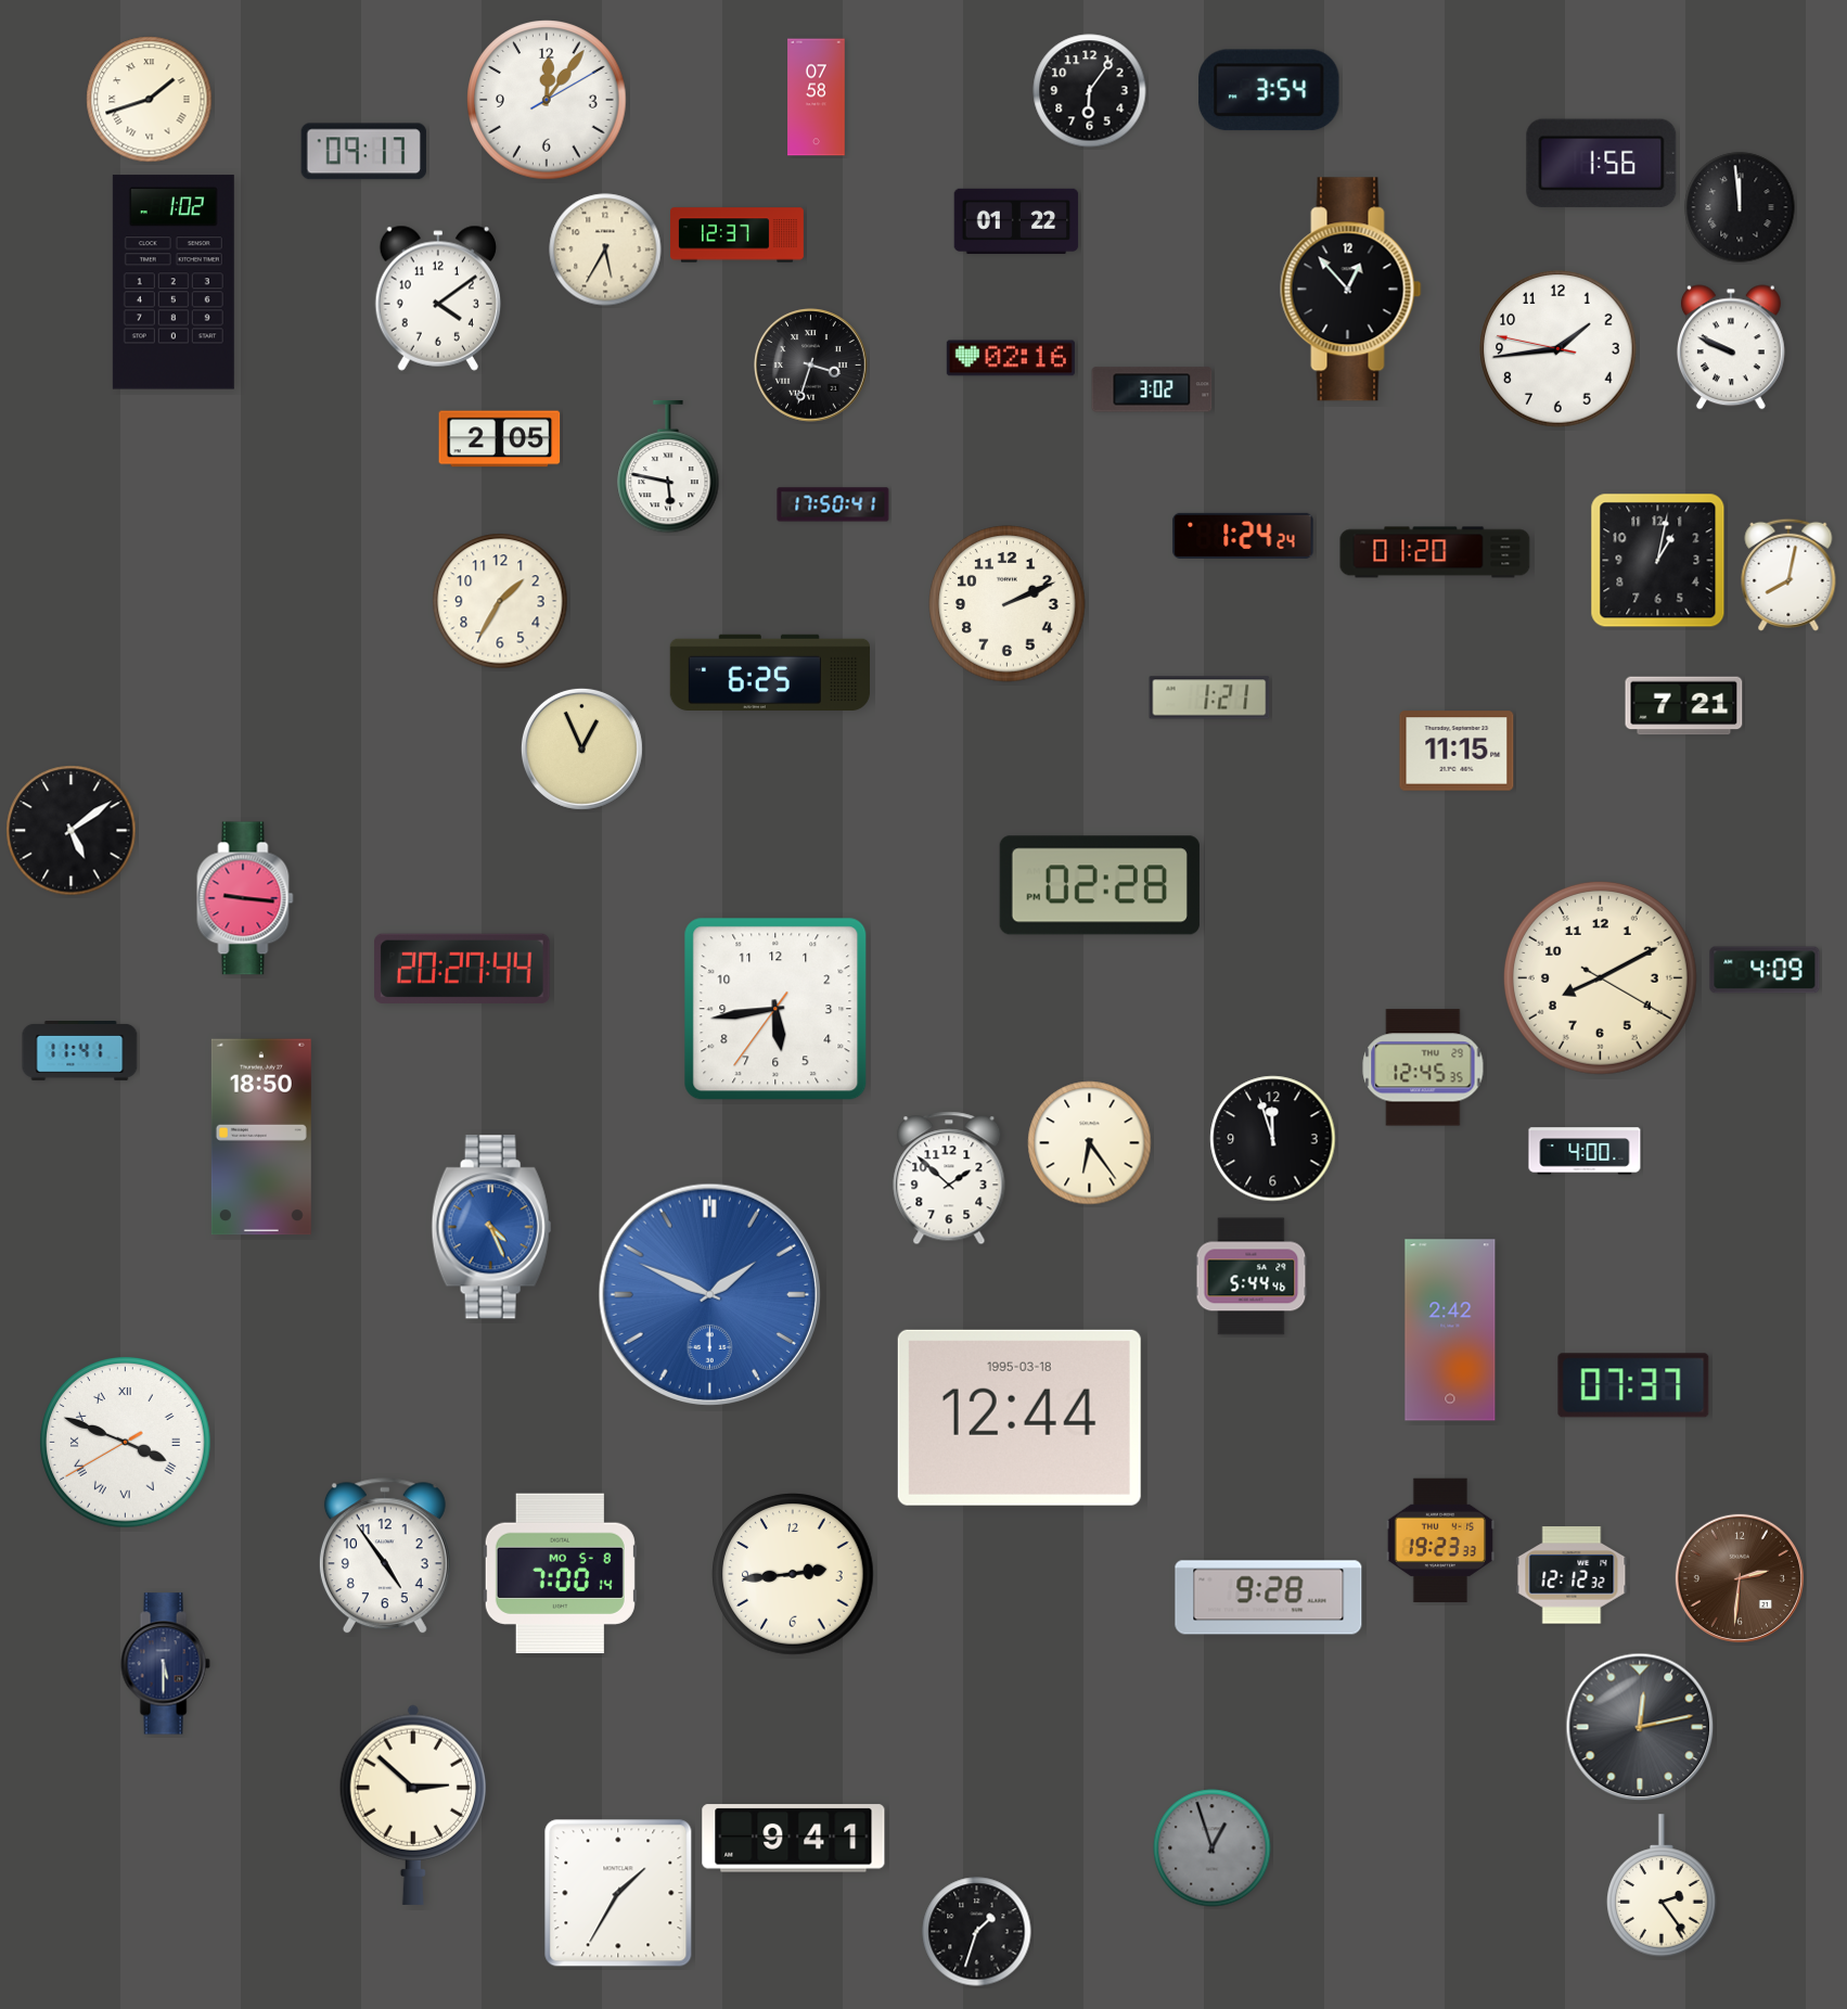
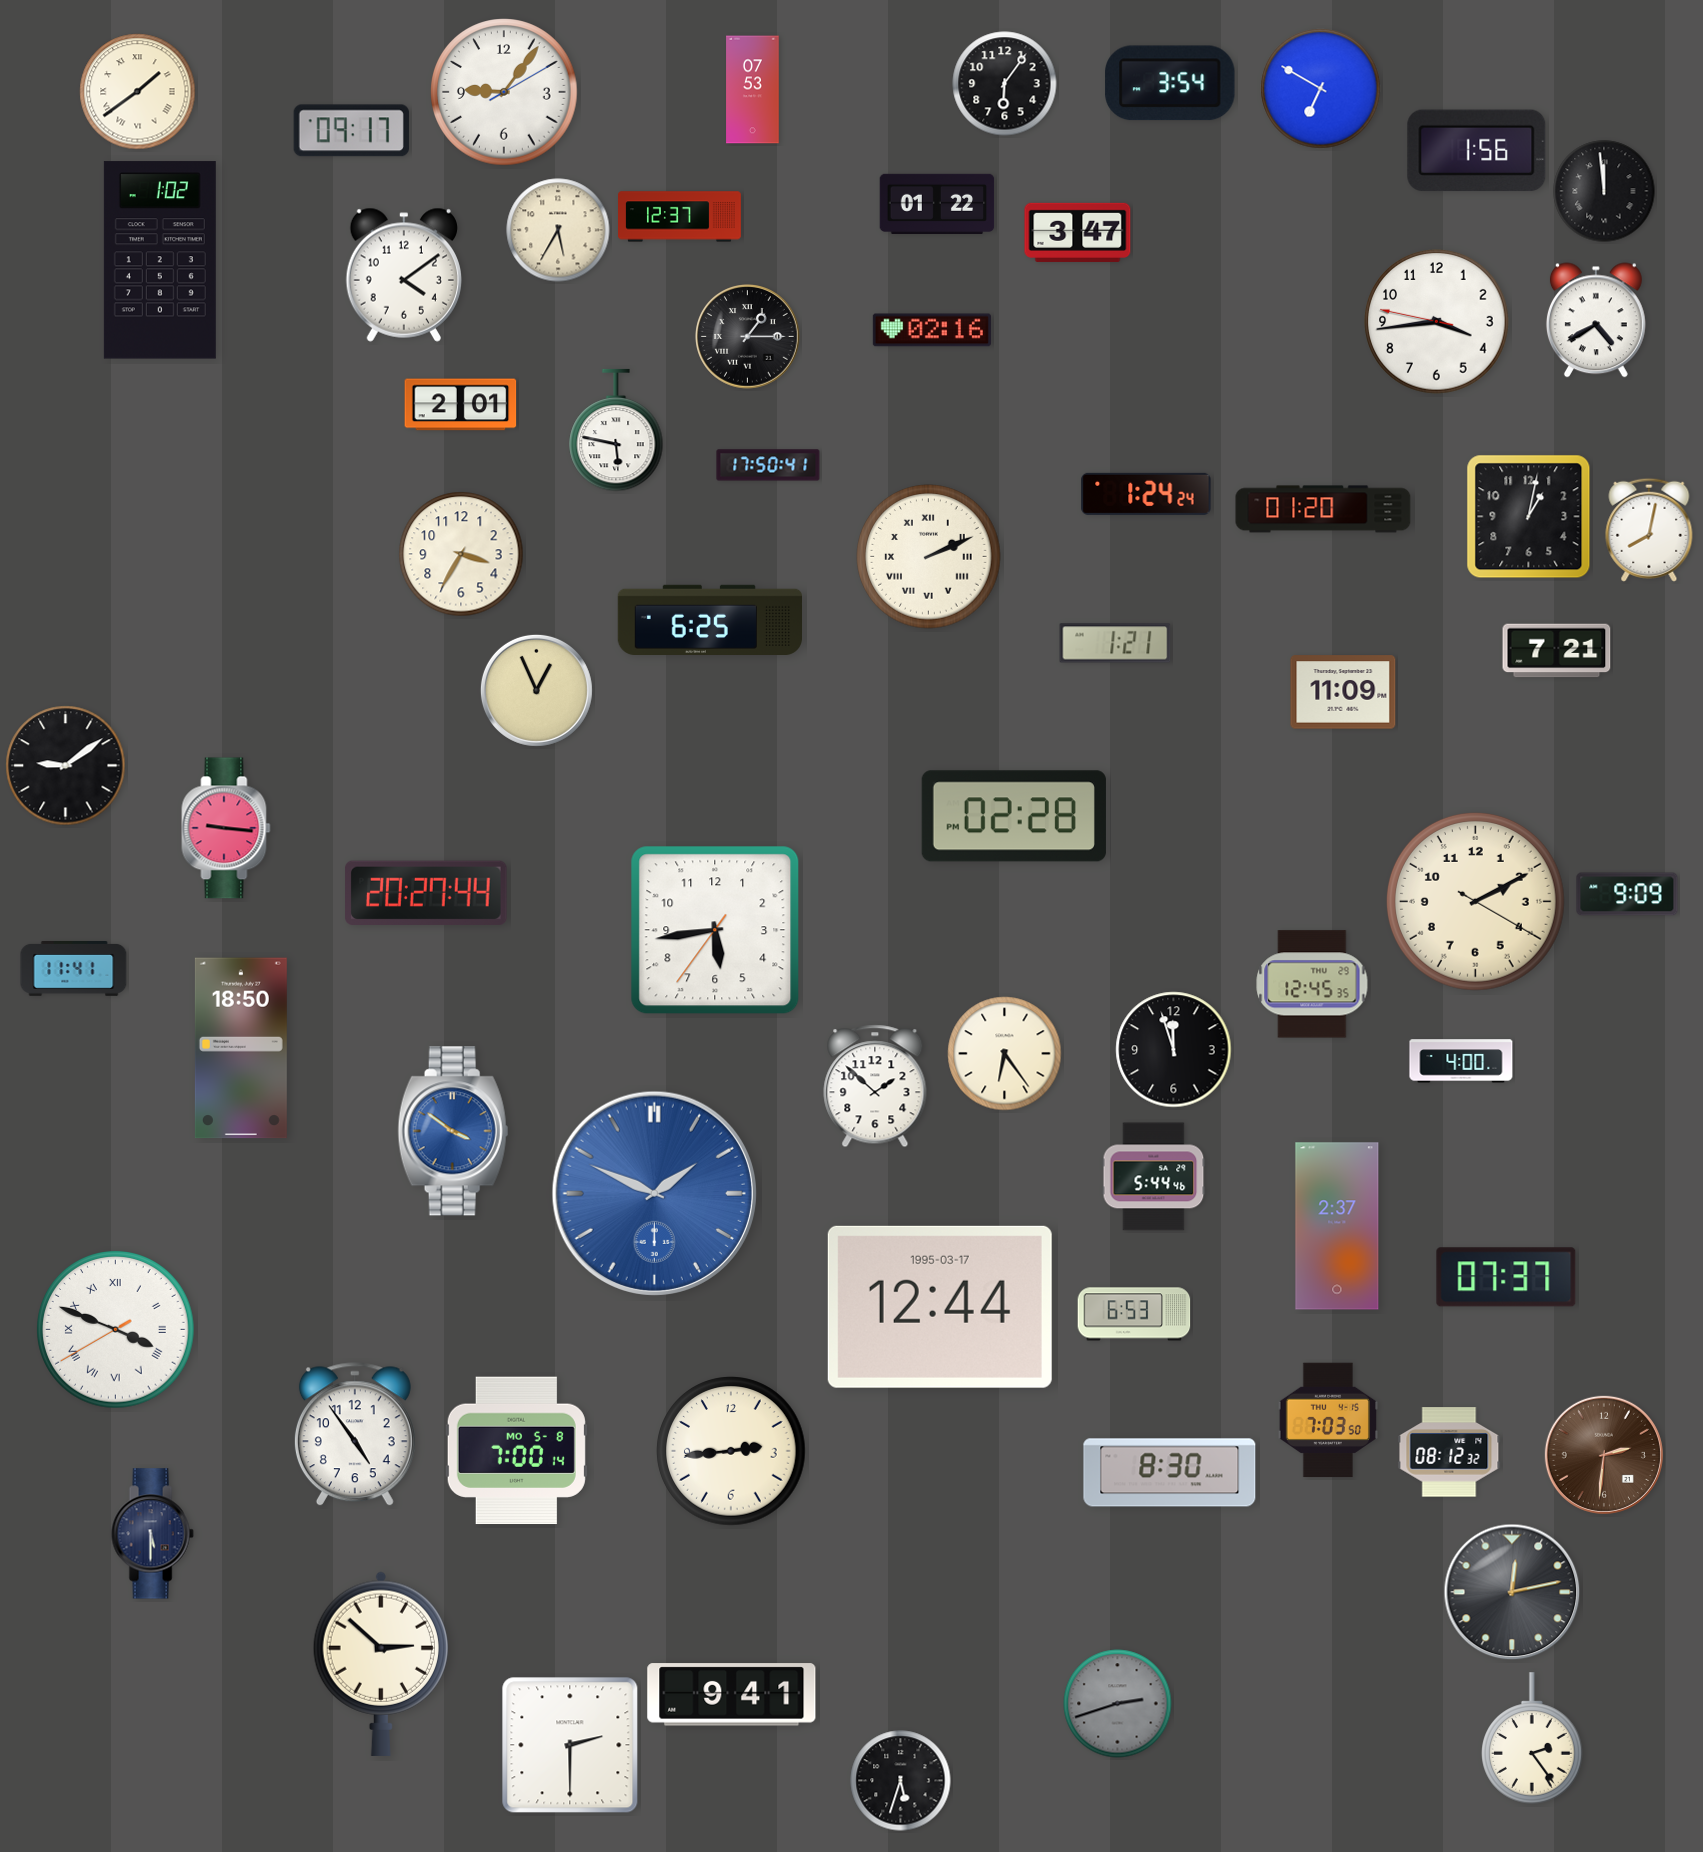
clock at (1321, 89): none -> 6:50
clock at (817, 98): 07:58 -> 07:53
clock at (150, 100): 1:42 -> 1:39
clock at (547, 100): 12:06 -> 9:06
clock at (363, 152) position: (363, 152) -> (351, 131)
clock at (1078, 232): none -> 3:47
clock at (1351, 290): 12:53 -> none
clock at (1731, 347): 9:49 -> 4:40
clock at (1559, 349): 1:43 -> 3:43
clock at (811, 366): 3:33 -> 1:15
clock at (1152, 389): 3:02 -> none
clock at (500, 439): 2:05 -> 2:01
clock at (500, 601): 1:35 -> 3:35
clock at (1008, 604) numerals: Arabic -> Roman
clock at (1684, 706) position: (1684, 706) -> (1557, 651)
clock at (1457, 751): 11:15 -> 11:09
clock at (72, 831): 5:09 -> 9:09
clock at (1765, 970): 4:09 -> 9:09
clock at (1600, 977): 8:10 -> 2:10
clock at (491, 1227): 4:26 -> 3:51
clock at (1450, 1330): 2:42 -> 2:37
clock at (1019, 1418) date: 1995-03-18 -> 1995-03-17
clock at (1134, 1314): none -> 6:53
clock at (1439, 1540): 19:23 -> 7:03
clock at (1572, 1575): 12:12 -> 08:12
clock at (1269, 1598): 9:28 -> 8:30
clock at (1213, 1848): 12:57 -> 2:42
clock at (618, 1893): 1:35 -> 2:30
clock at (977, 1932): 1:33 -> 5:33
